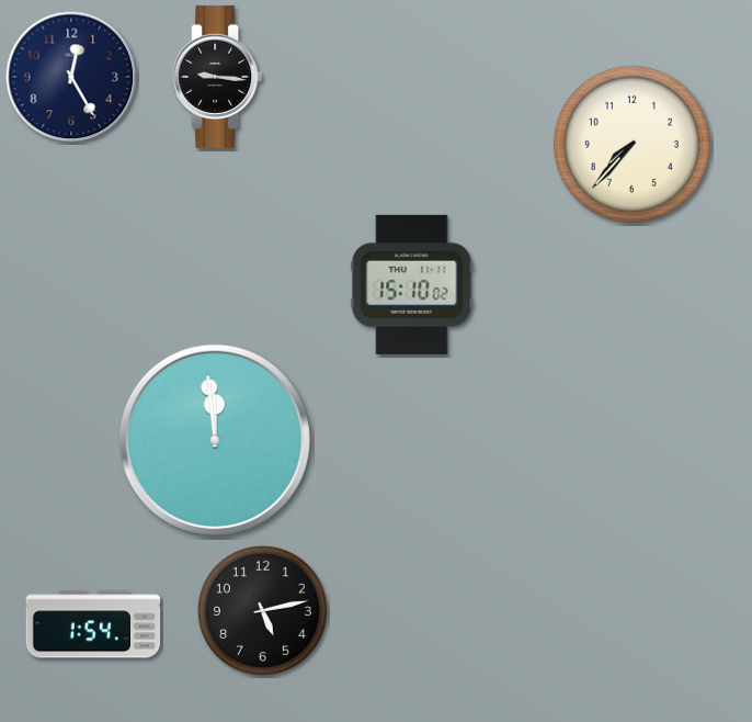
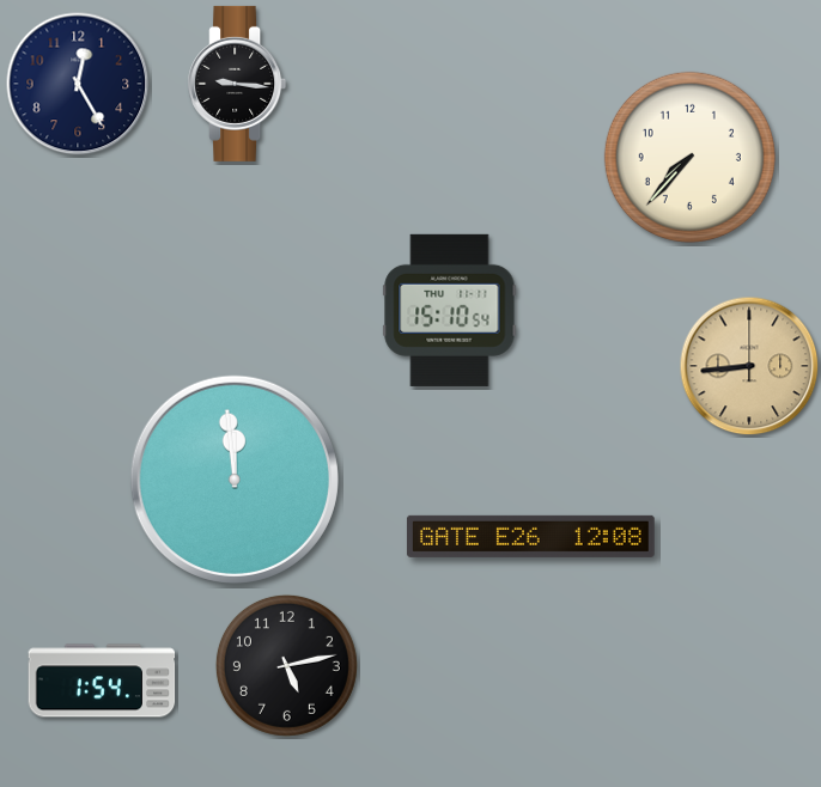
clock at (412, 284): 15:10:02 -> 15:10:54
clock at (749, 366): none -> 8:44
clock at (530, 536): none -> 12:08
